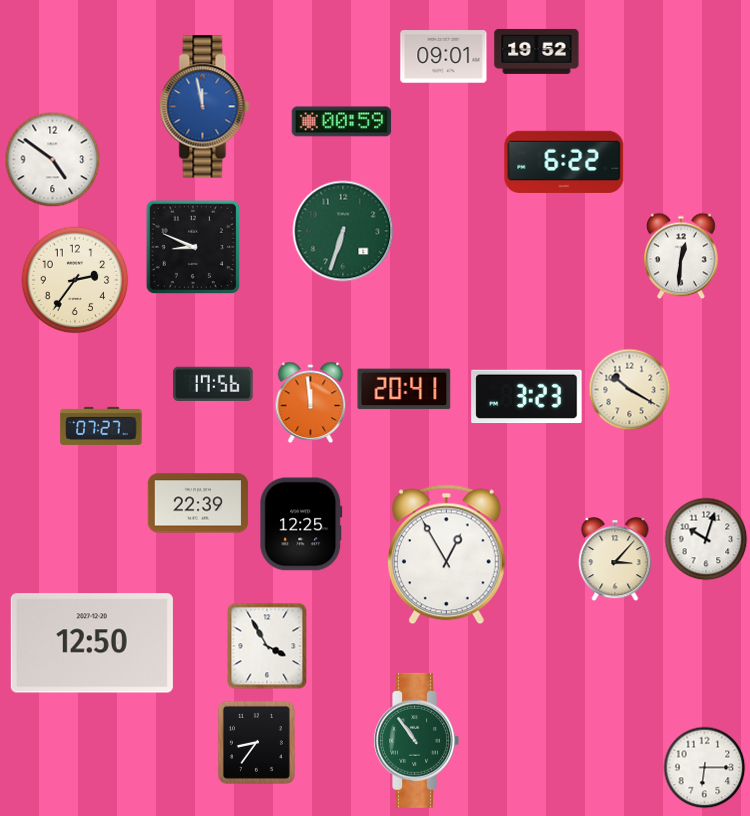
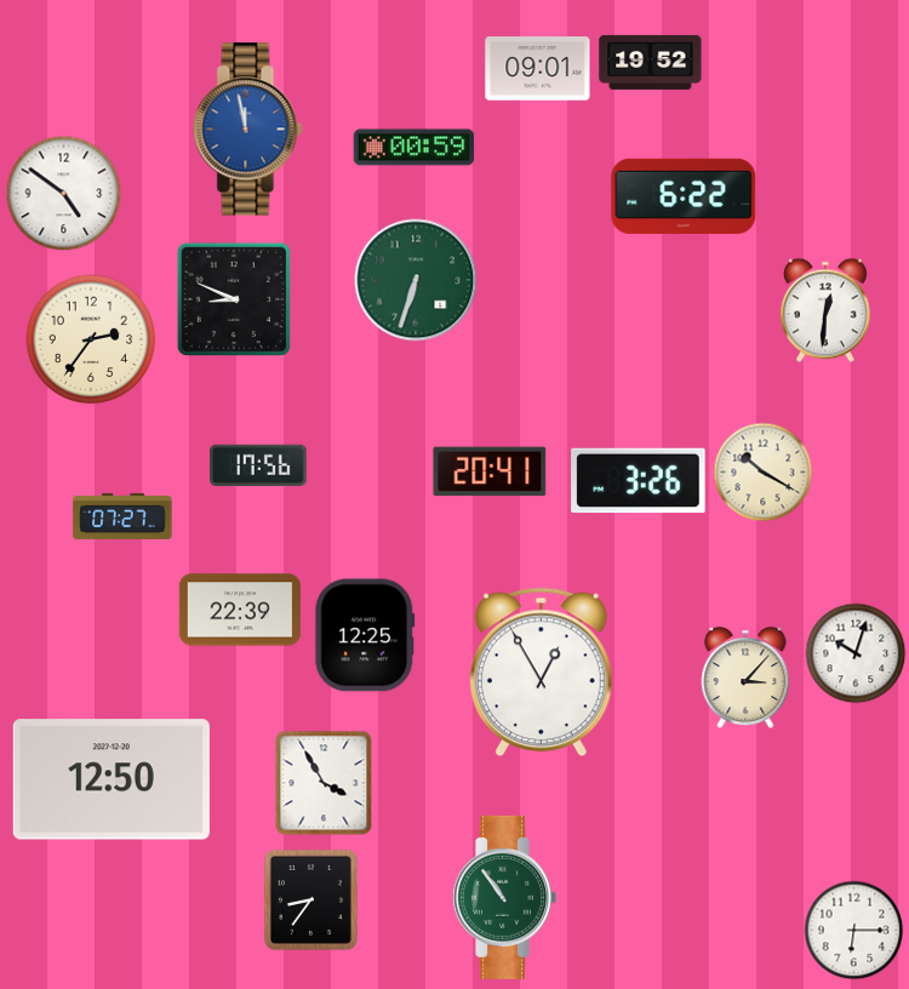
clock at (527, 397): 3:23 -> 3:26
clock at (311, 402): 11:59 -> none
